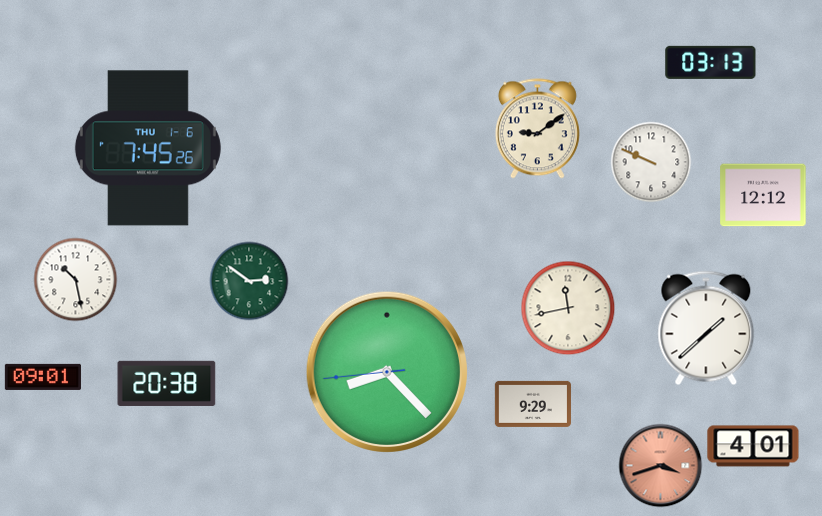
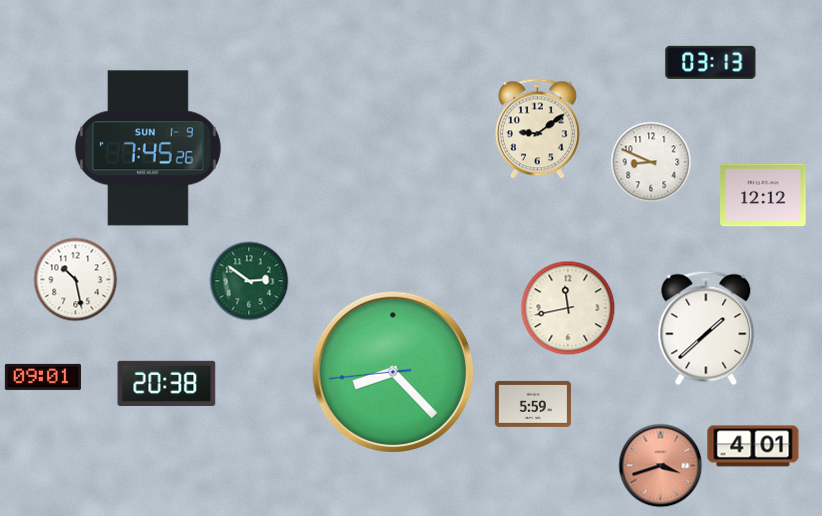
clock at (148, 148) date: THU 1-6 -> SUN 1-9
clock at (651, 162): 9:49 -> 8:49
clock at (387, 372) position: (387, 372) -> (393, 372)
clock at (533, 404): 9:29 -> 5:59
